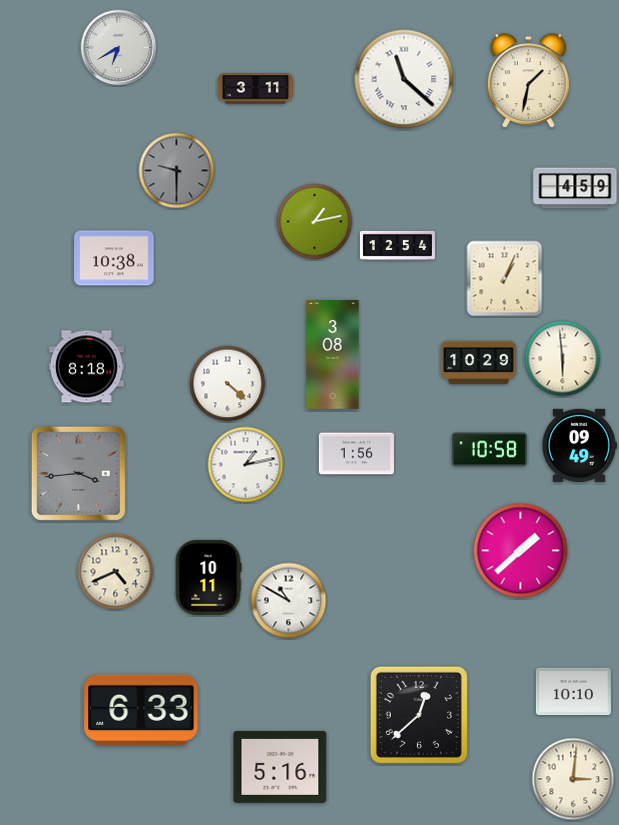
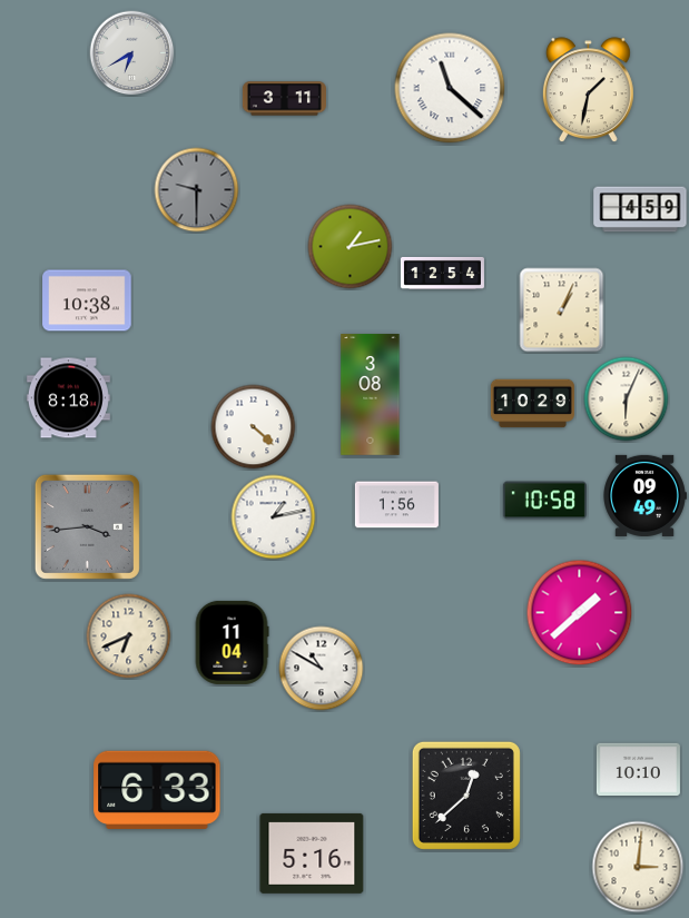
clock at (114, 258) position: (114, 258) -> (87, 300)
clock at (563, 359): 5:59 -> 6:04
clock at (86, 367) position: (86, 367) -> (68, 398)
clock at (116, 572): 4:41 -> 6:41
clock at (208, 577): 10:11 -> 11:04
